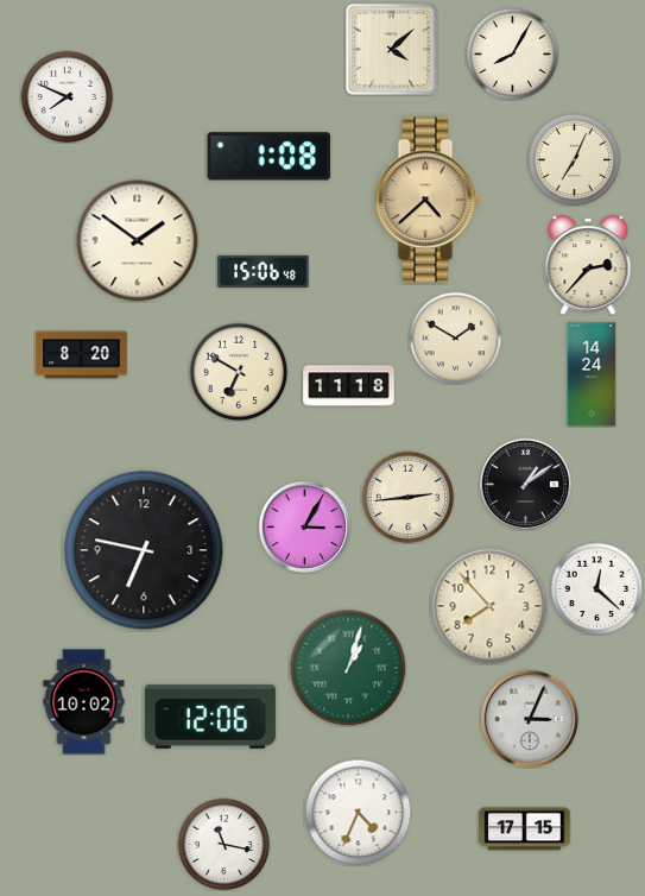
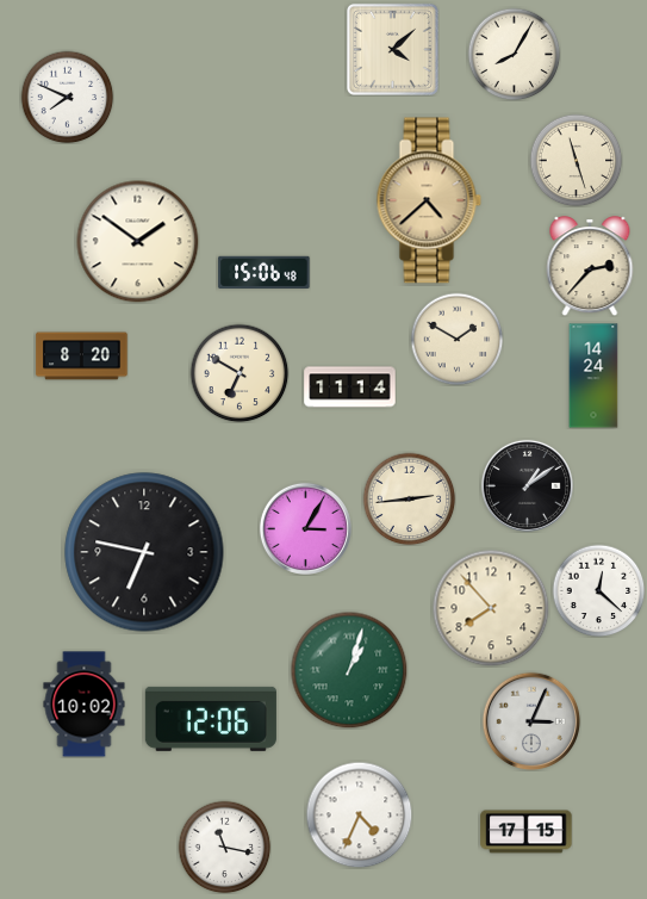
clock at (270, 157): 1:08 -> none
clock at (574, 159): 7:04 -> 11:27
clock at (349, 386): 11:18 -> 11:14
